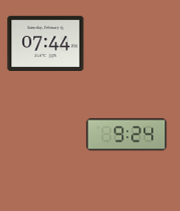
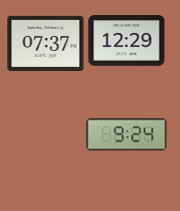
clock at (127, 41): none -> 12:29
clock at (46, 43): 07:44 -> 07:37
